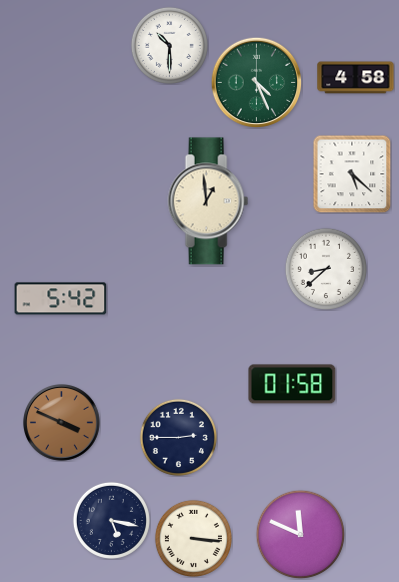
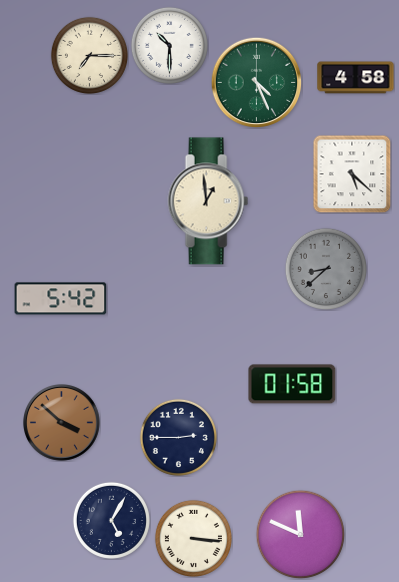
clock at (89, 55): none -> 7:15
clock at (325, 268) dial: white -> grey
clock at (62, 423): 3:49 -> 3:52
clock at (111, 520): 5:17 -> 5:05
